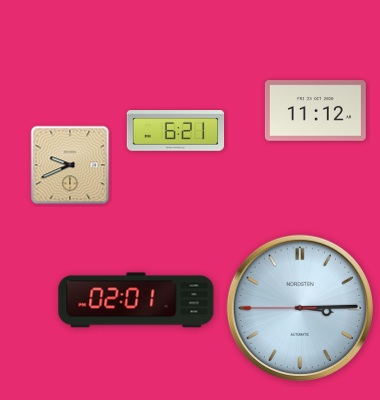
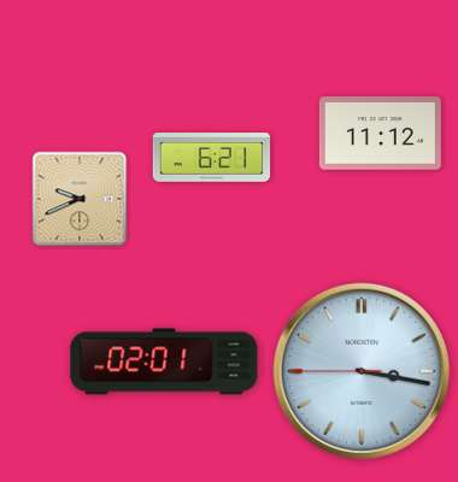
clock at (70, 165) position: (70, 165) -> (80, 199)
clock at (300, 308): 3:14 -> 3:16
